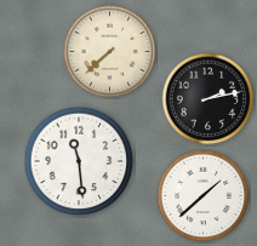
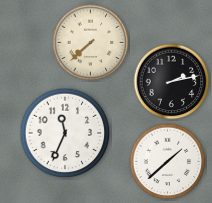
clock at (79, 161): 11:29 -> 11:34
